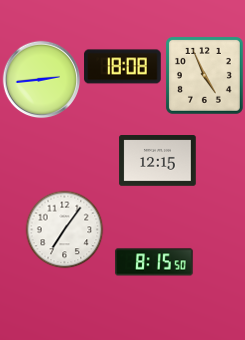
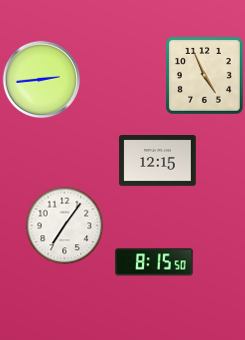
clock at (123, 67): 18:08 -> none
clock at (64, 229) position: (64, 229) -> (64, 225)
